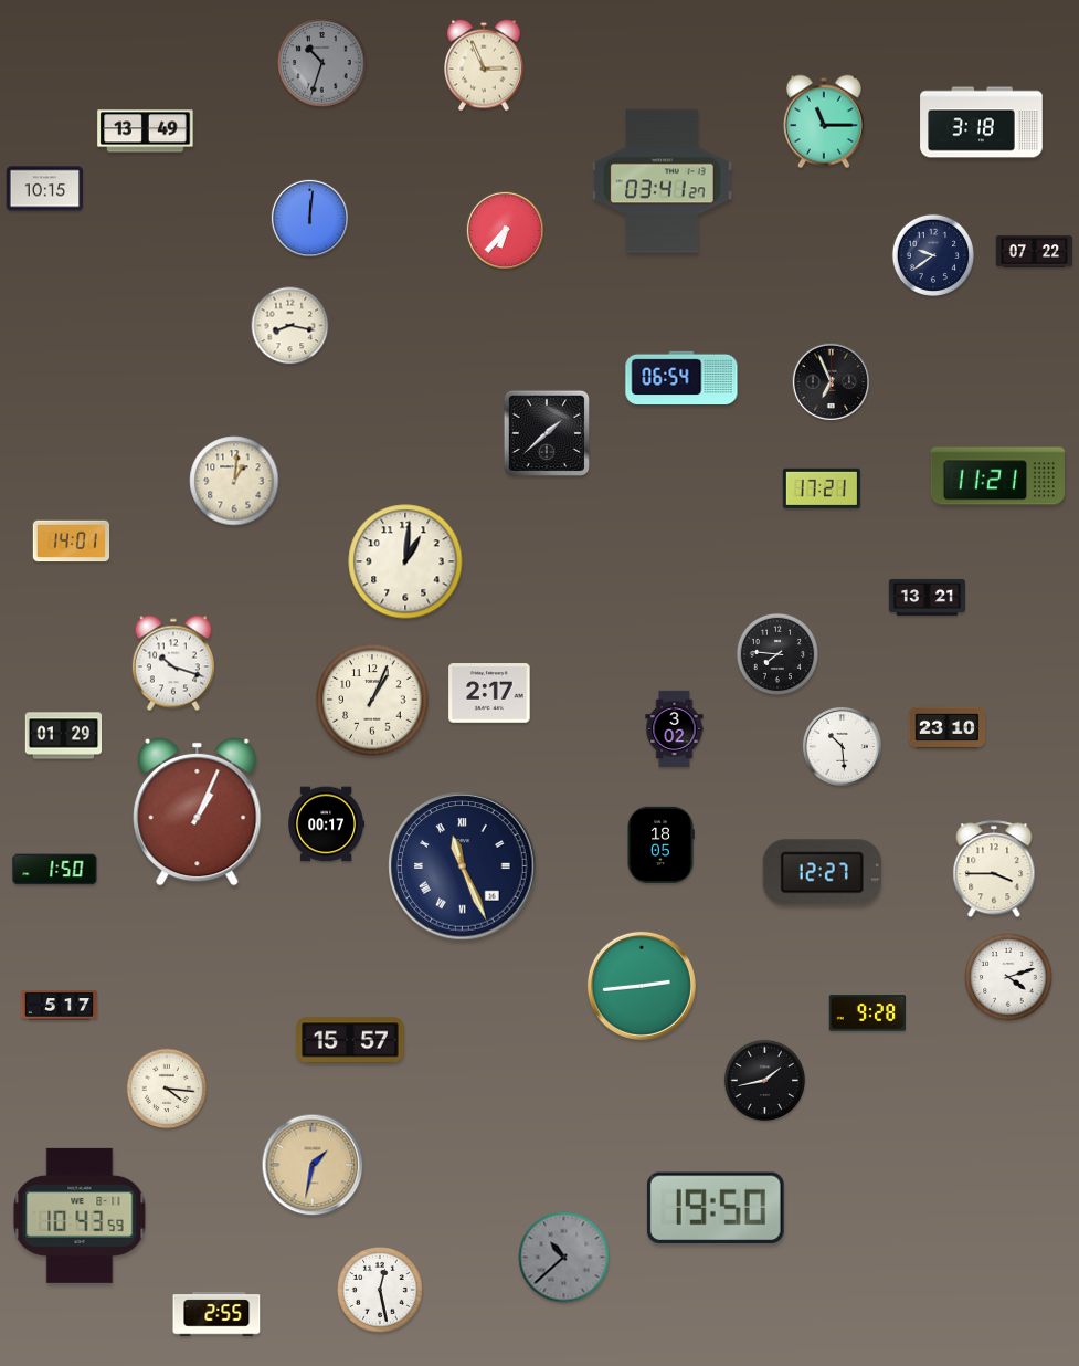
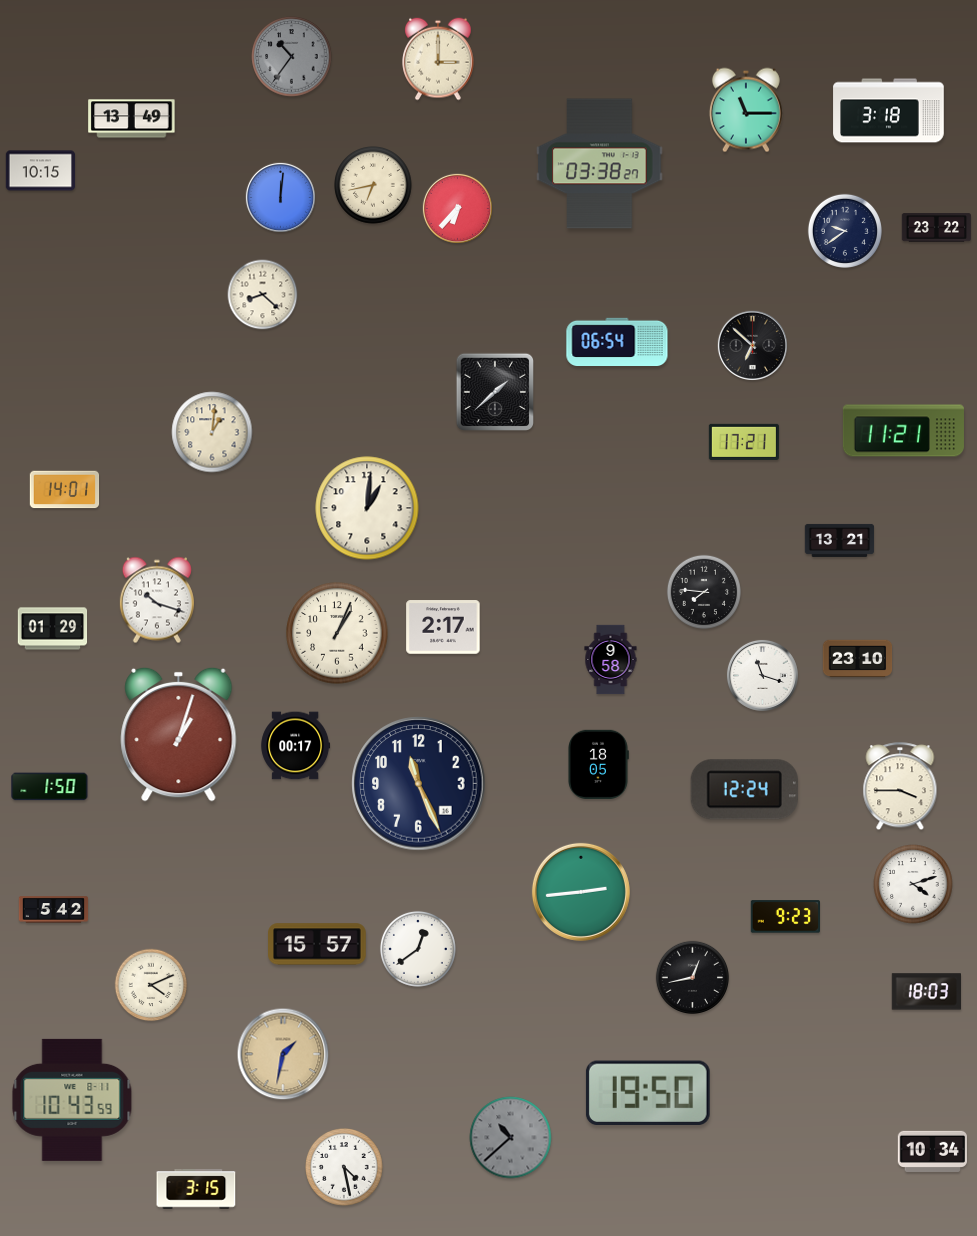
clock at (322, 63): 10:33 -> 10:36
clock at (484, 65): 2:56 -> 3:00
clock at (663, 181): 03:41 -> 03:38
clock at (373, 185): none -> 6:43
clock at (1035, 252): 07:22 -> 23:22
clock at (290, 326): 8:17 -> 8:22
clock at (831, 381): 6:56 -> 6:52
clock at (234, 481) position: (234, 481) -> (212, 432)
clock at (675, 729): 3:02 -> 9:58
clock at (64, 736) position: (64, 736) -> (53, 629)
clock at (842, 746): 10:29 -> 11:18
clock at (198, 811): 1:04 -> 1:03
clock at (463, 866) numerals: Roman -> Arabic
clock at (822, 873): 12:27 -> 12:24
clock at (60, 1006): 5:17 -> 5:42
clock at (867, 1013): 9:28 -> 9:23
clock at (350, 1040) position: (350, 1040) -> (317, 944)
clock at (418, 949): none -> 12:39
clock at (765, 1081): 1:43 -> 12:43
clock at (167, 1089): 4:16 -> 4:11
clock at (926, 992): none -> 18:03
clock at (932, 1151): none -> 10:34
clock at (380, 1290): 12:28 -> 4:28
clock at (216, 1314): 2:55 -> 3:15
